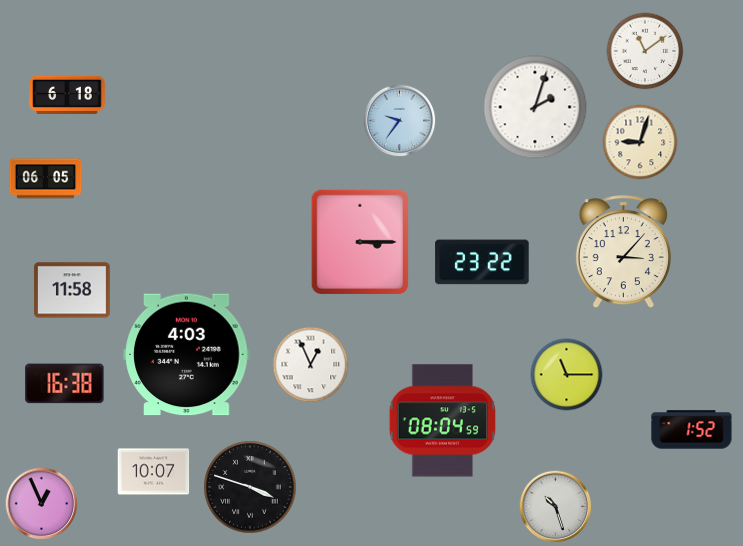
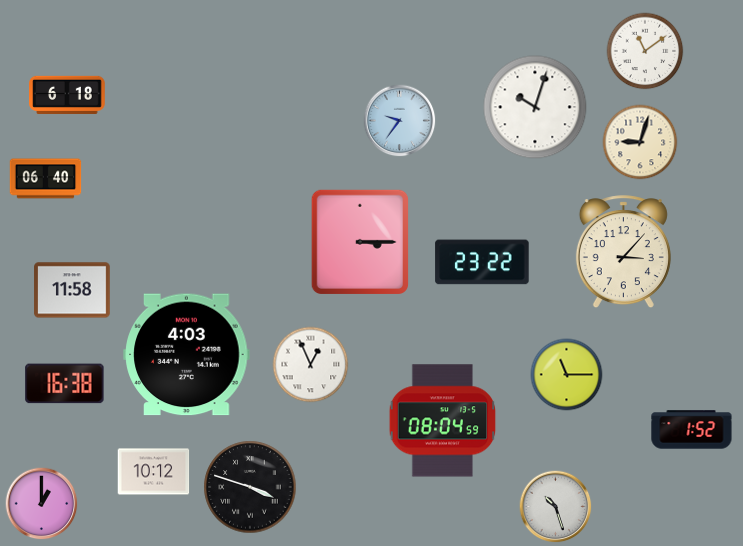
clock at (535, 107): 2:03 -> 10:03
clock at (46, 179): 06:05 -> 06:40
clock at (154, 472): 10:07 -> 10:12
clock at (42, 504): 12:56 -> 1:00
